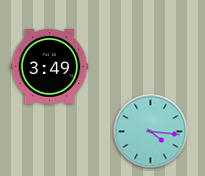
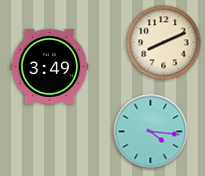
clock at (164, 43): none -> 8:11
